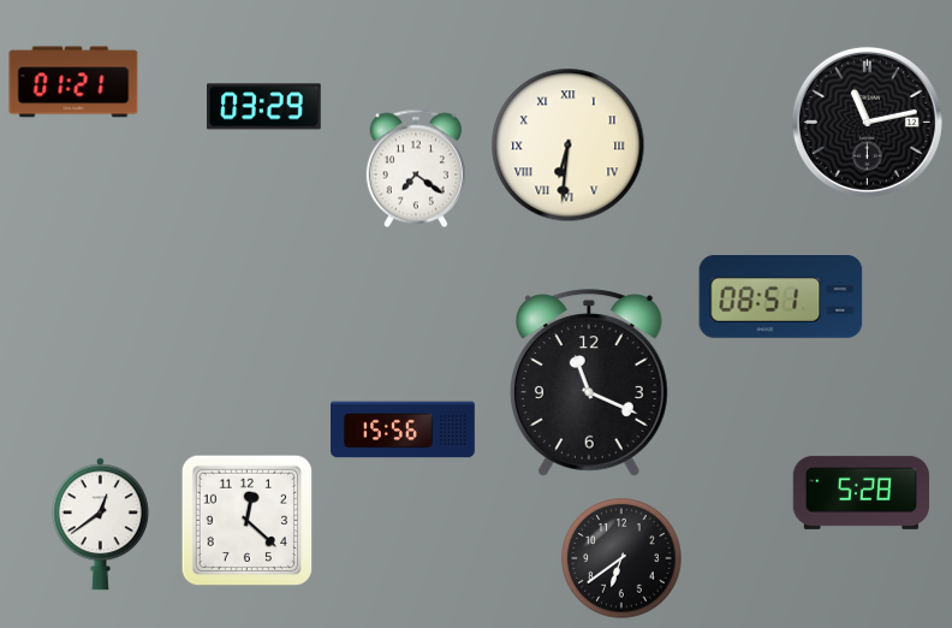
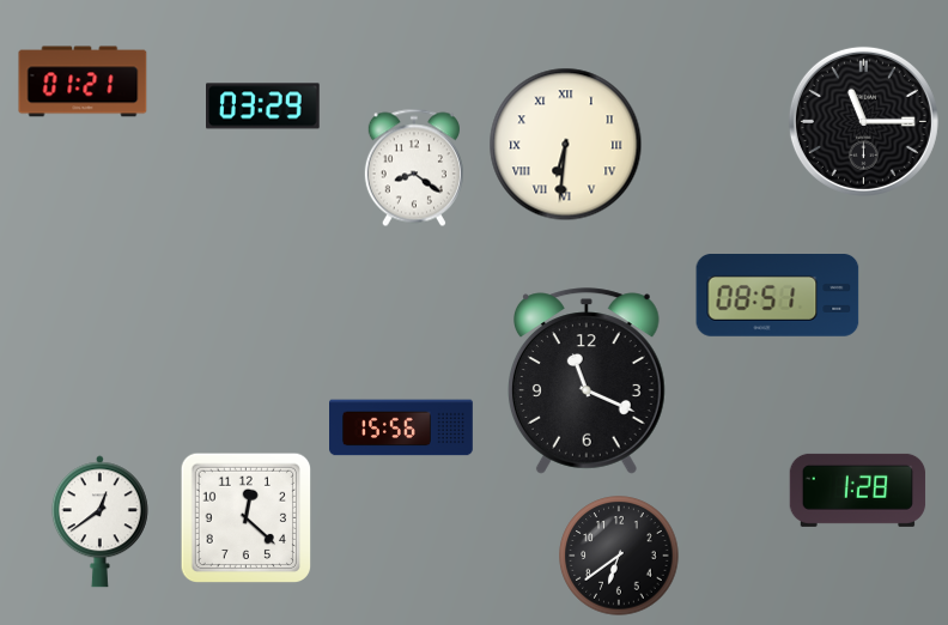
clock at (73, 82) position: (73, 82) -> (83, 81)
clock at (867, 122): 11:13 -> 11:15
clock at (416, 168): 7:21 -> 8:21
clock at (862, 492): 5:28 -> 1:28
